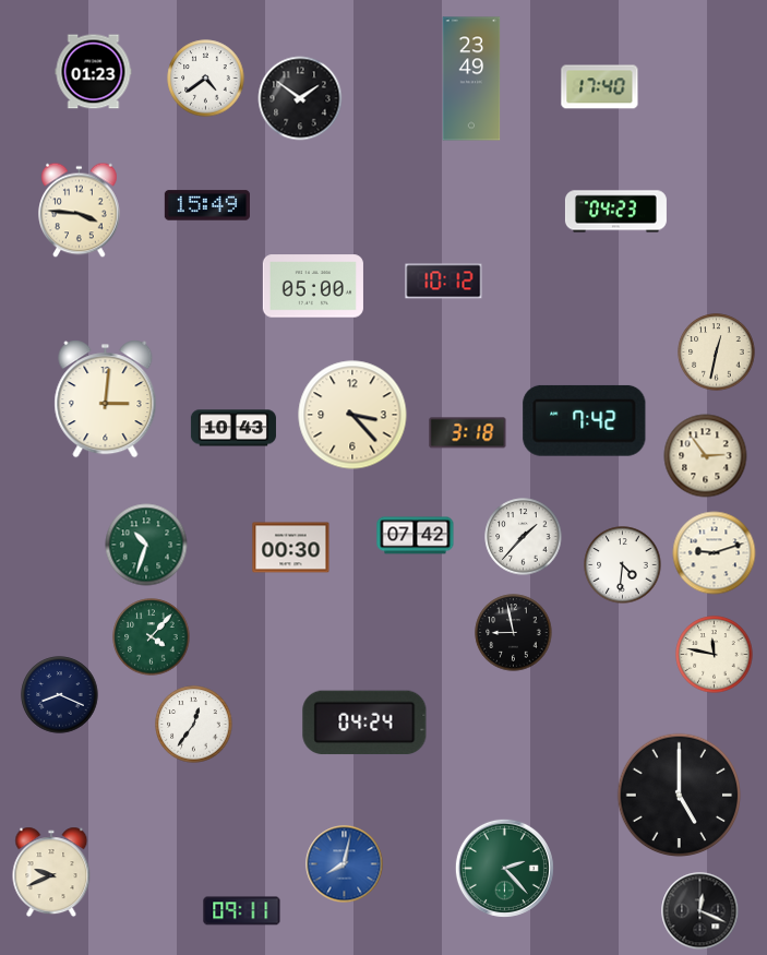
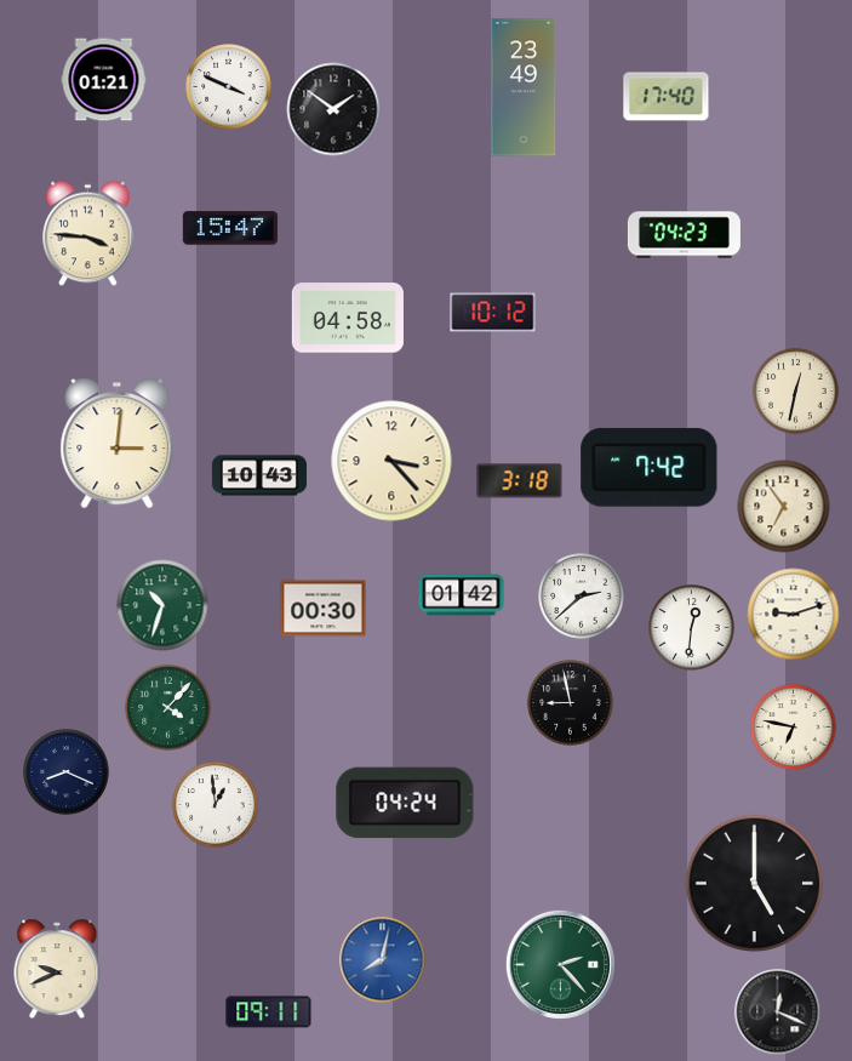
clock at (94, 72): 01:23 -> 01:21
clock at (206, 79): 4:39 -> 3:49
clock at (207, 205): 15:49 -> 15:47
clock at (313, 286): 05:00 -> 04:58
clock at (706, 456): 2:54 -> 6:54
clock at (416, 536): 07:42 -> 01:42
clock at (524, 537): 1:37 -> 2:38
clock at (623, 565): 4:31 -> 12:31
clock at (715, 655): 11:47 -> 6:47
clock at (194, 725): 12:36 -> 12:59
